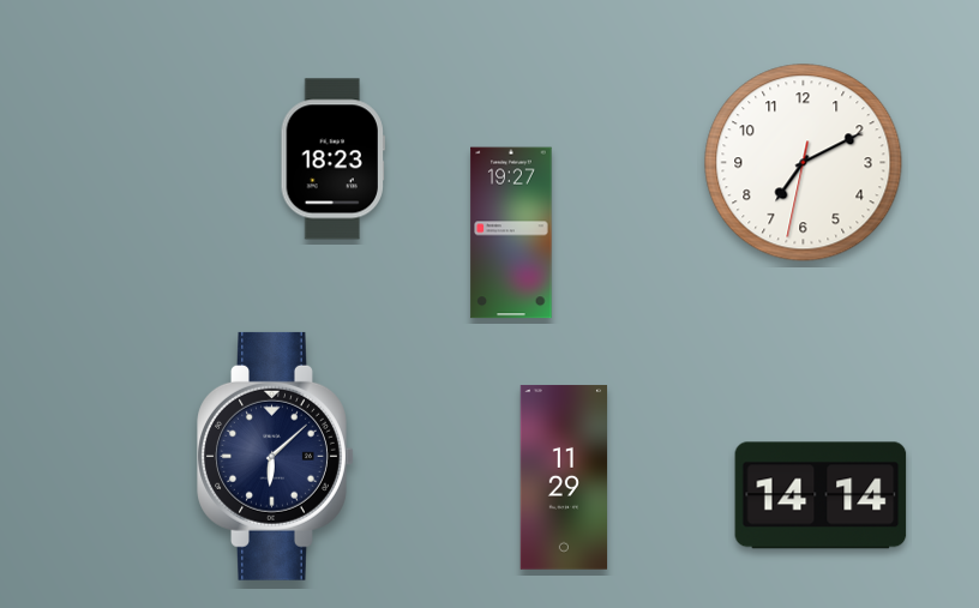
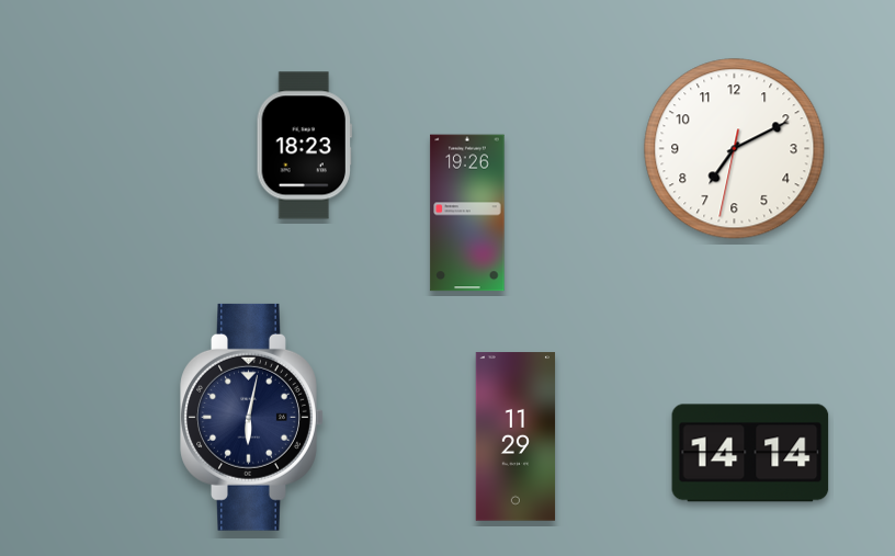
clock at (511, 233): 19:27 -> 19:26
clock at (276, 456): 6:08 -> 6:02
